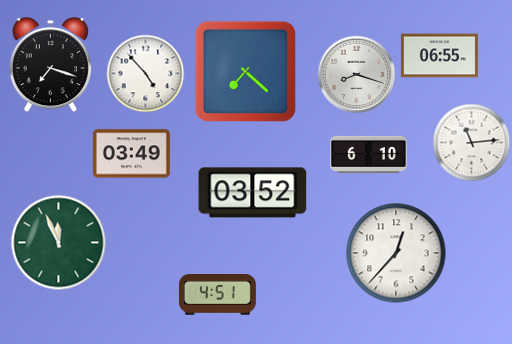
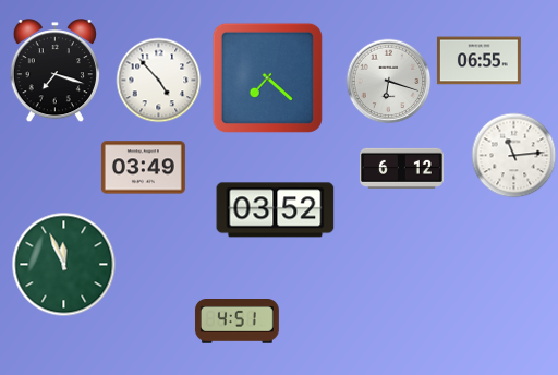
clock at (356, 74): 8:18 -> 6:18
clock at (368, 154): 6:10 -> 6:12
clock at (396, 253): 12:37 -> none
